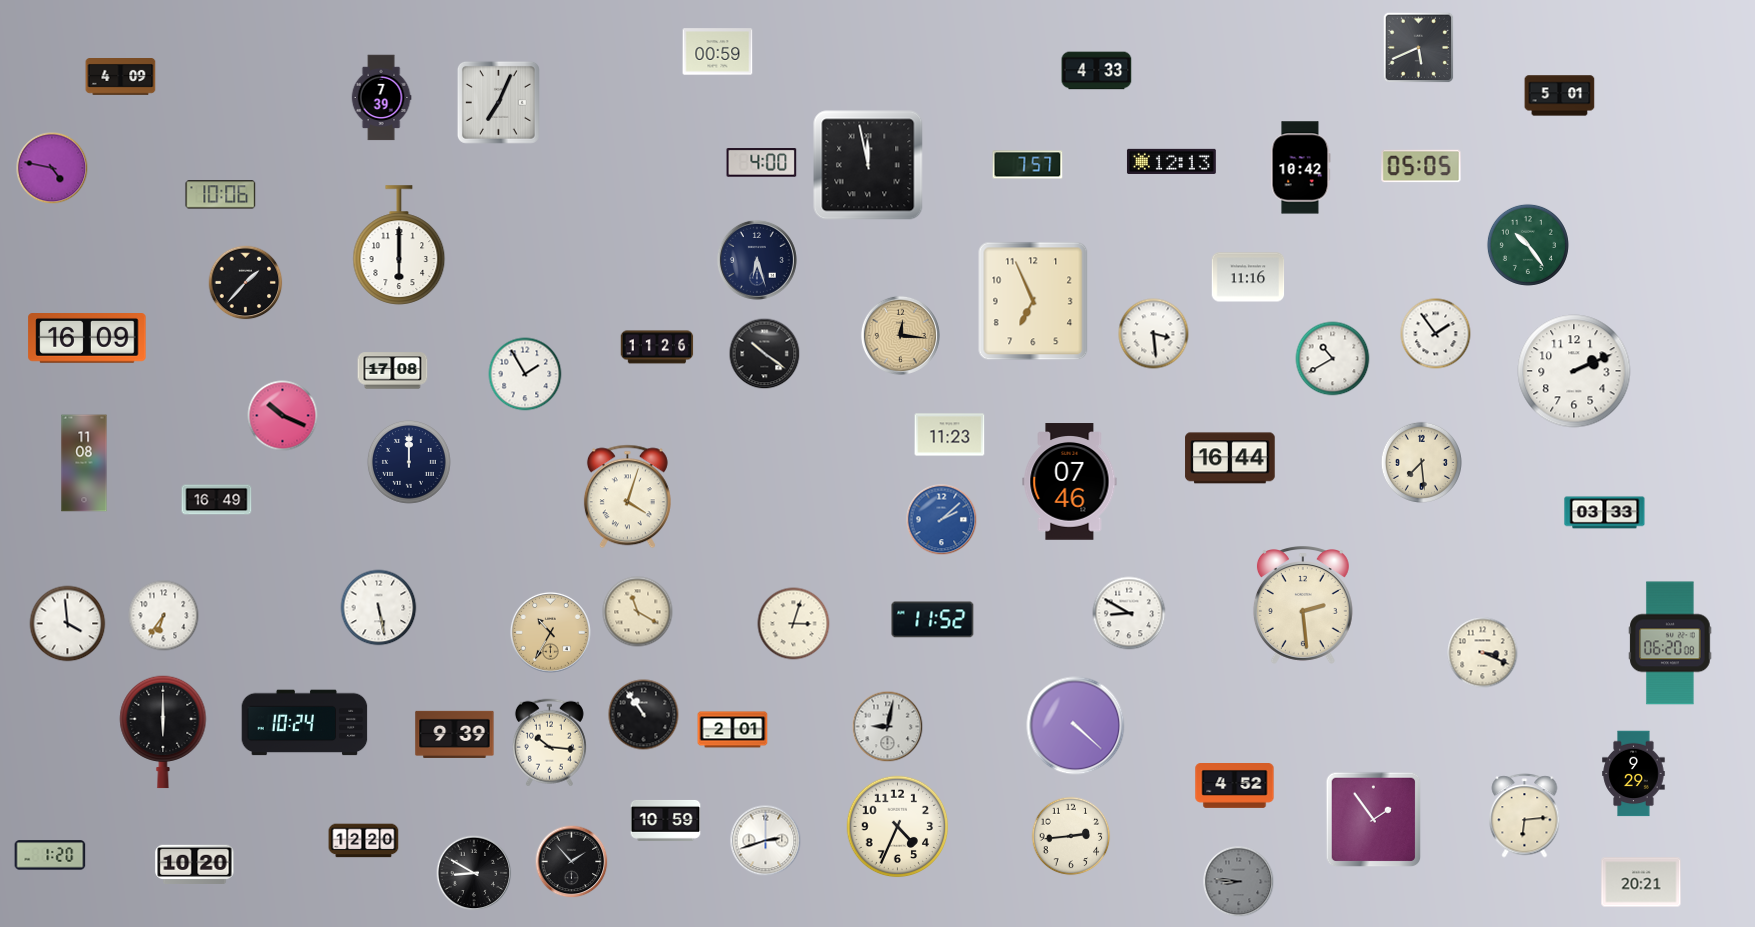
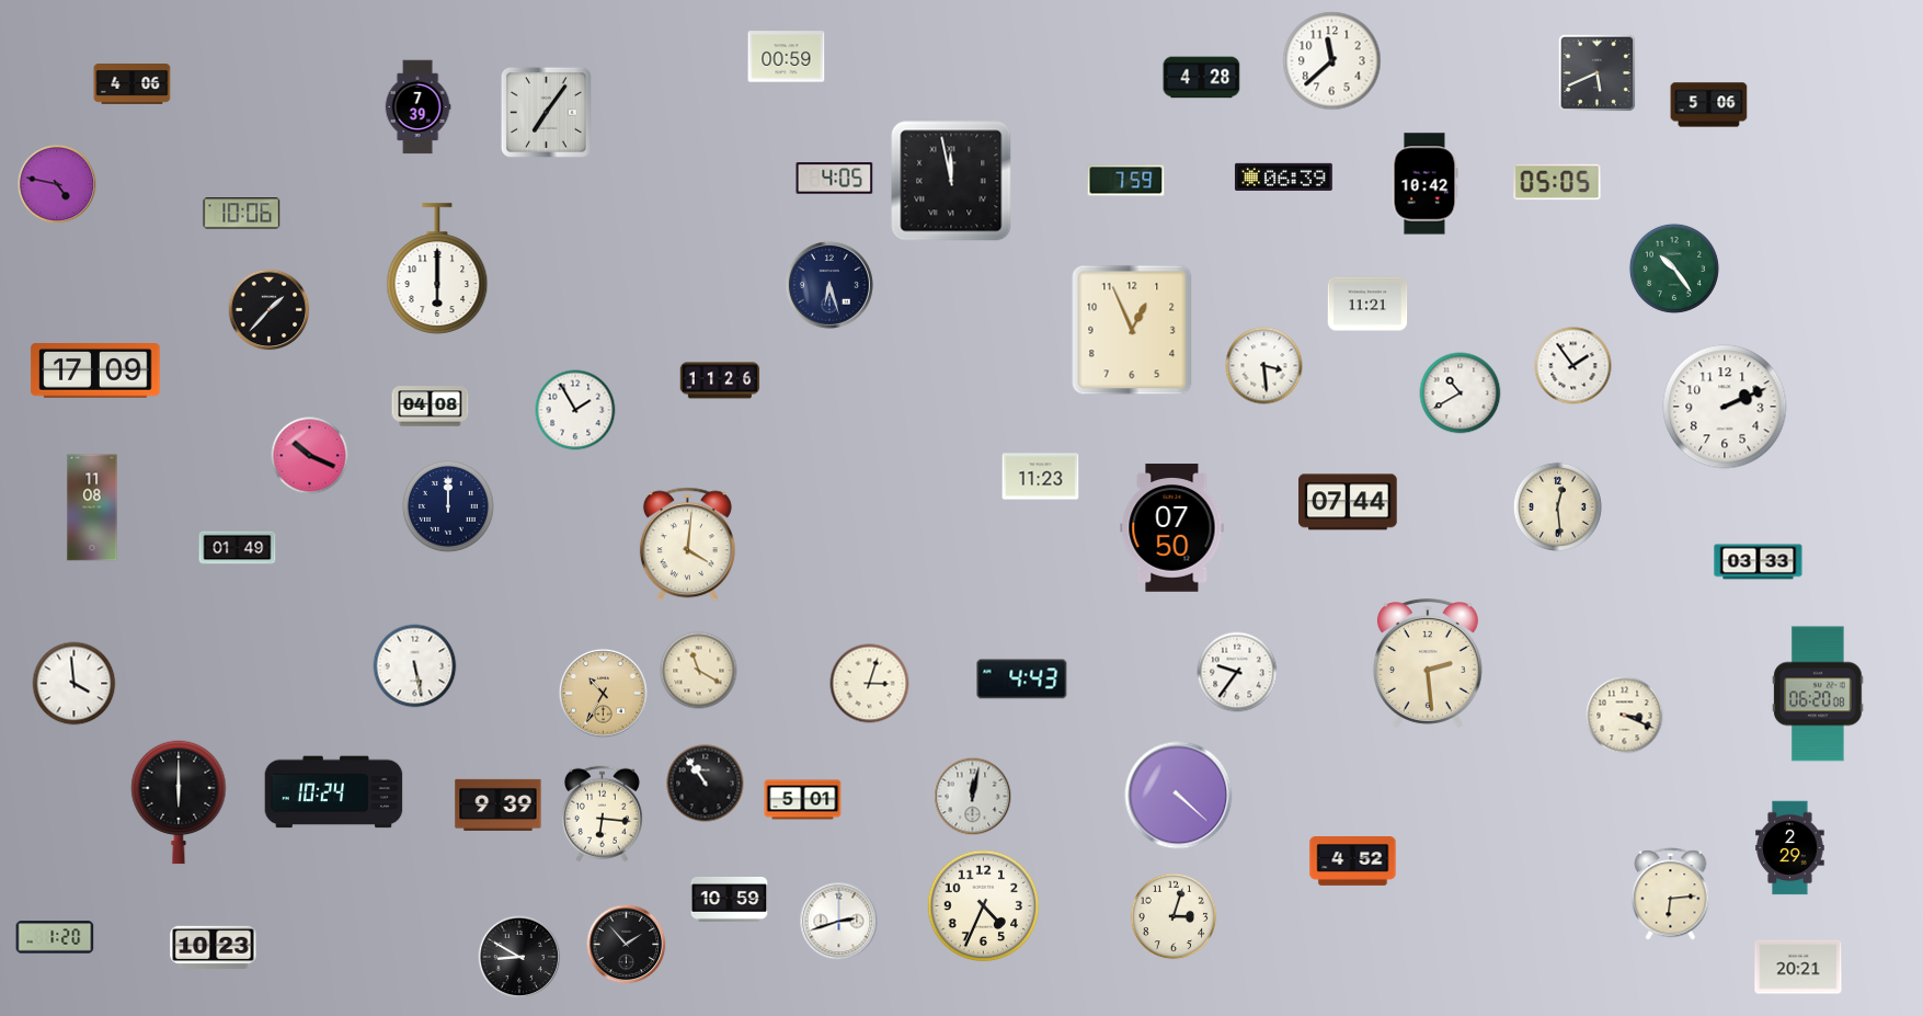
clock at (1419, 48) position: (1419, 48) -> (1598, 73)
clock at (1332, 61): none -> 11:38
clock at (1097, 71): 4:33 -> 4:28
clock at (121, 77): 4:09 -> 4:06
clock at (1560, 96): 5:01 -> 5:06
clock at (498, 102): 7:04 -> 7:06
clock at (1172, 161): 12:13 -> 06:39
clock at (762, 163): 4:00 -> 4:05
clock at (1028, 165): 7:57 -> 7:59
clock at (1248, 277): 11:16 -> 11:21
clock at (1033, 301): 6:56 -> 12:56
clock at (900, 335): 12:16 -> none
clock at (87, 339): 16:09 -> 17:09
clock at (765, 354): 10:21 -> none
clock at (393, 371): 17:08 -> 04:08
clock at (1230, 458): 16:44 -> 07:44
clock at (1421, 462): 7:29 -> 12:29
clock at (1070, 482): 07:46 -> 07:50
clock at (627, 497): 4:03 -> 4:01
clock at (217, 500): 16:49 -> 01:49
clock at (942, 520): 2:08 -> none
clock at (1129, 613): 8:50 -> 9:36
clock at (164, 616): 6:36 -> none
clock at (933, 620): 11:52 -> 4:43
clock at (1670, 643) position: (1670, 643) -> (1818, 694)
clock at (888, 727): 9:02 -> 12:02
clock at (733, 730): 2:01 -> 5:01
clock at (549, 743): 10:16 -> 6:16
clock at (1634, 774): 9:29 -> 2:29
clock at (1374, 820): 1:54 -> none
clock at (1071, 836): 2:44 -> 3:03
clock at (364, 841): 12:20 -> none
clock at (195, 864): 10:20 -> 10:23
clock at (1239, 882): 8:46 -> none
